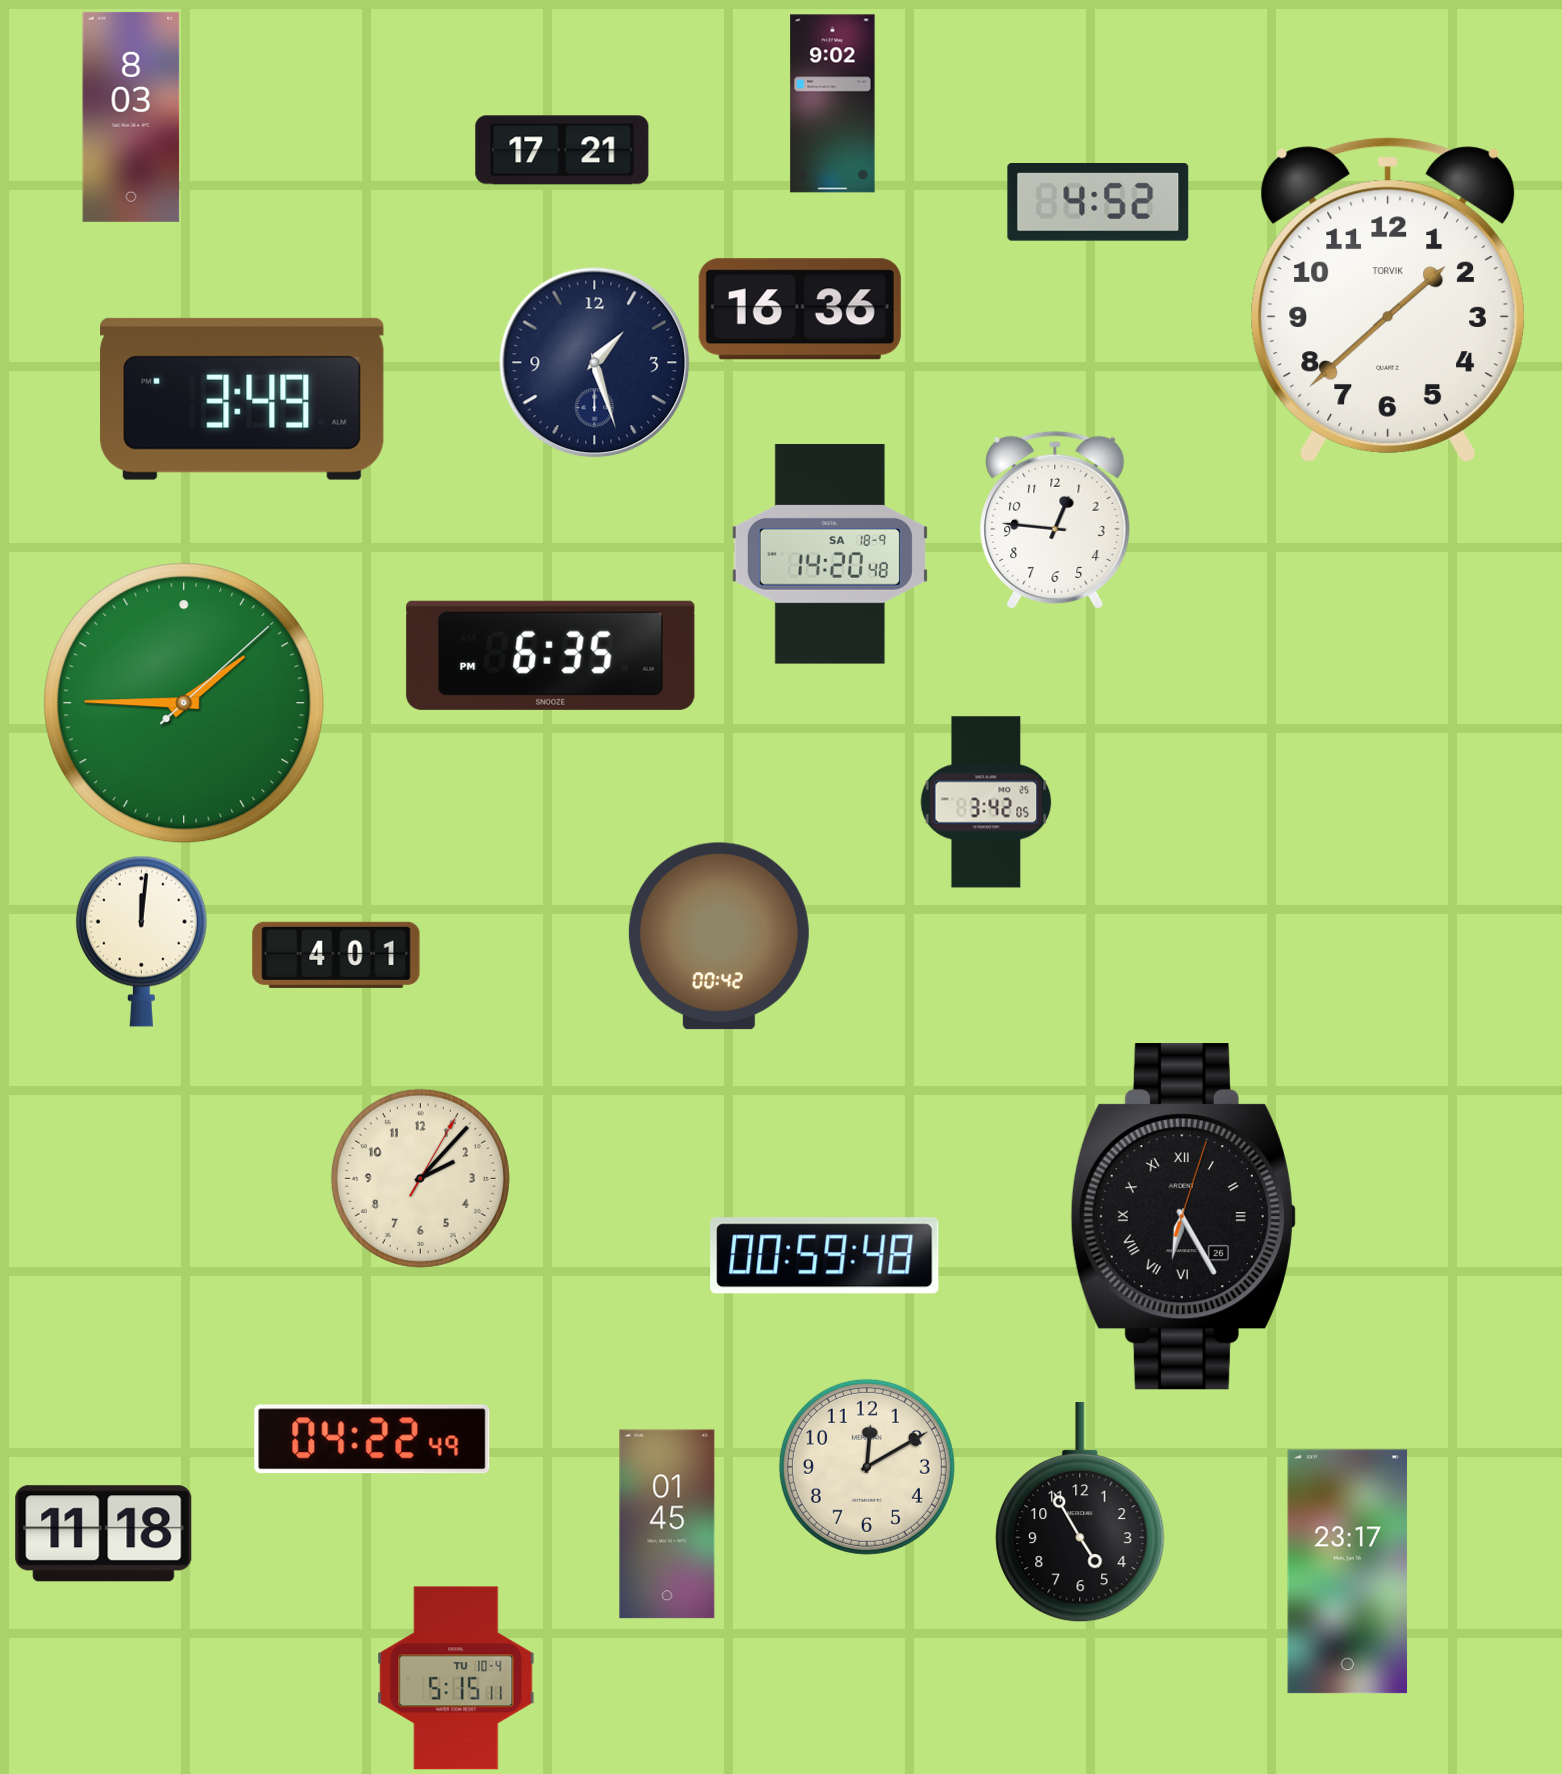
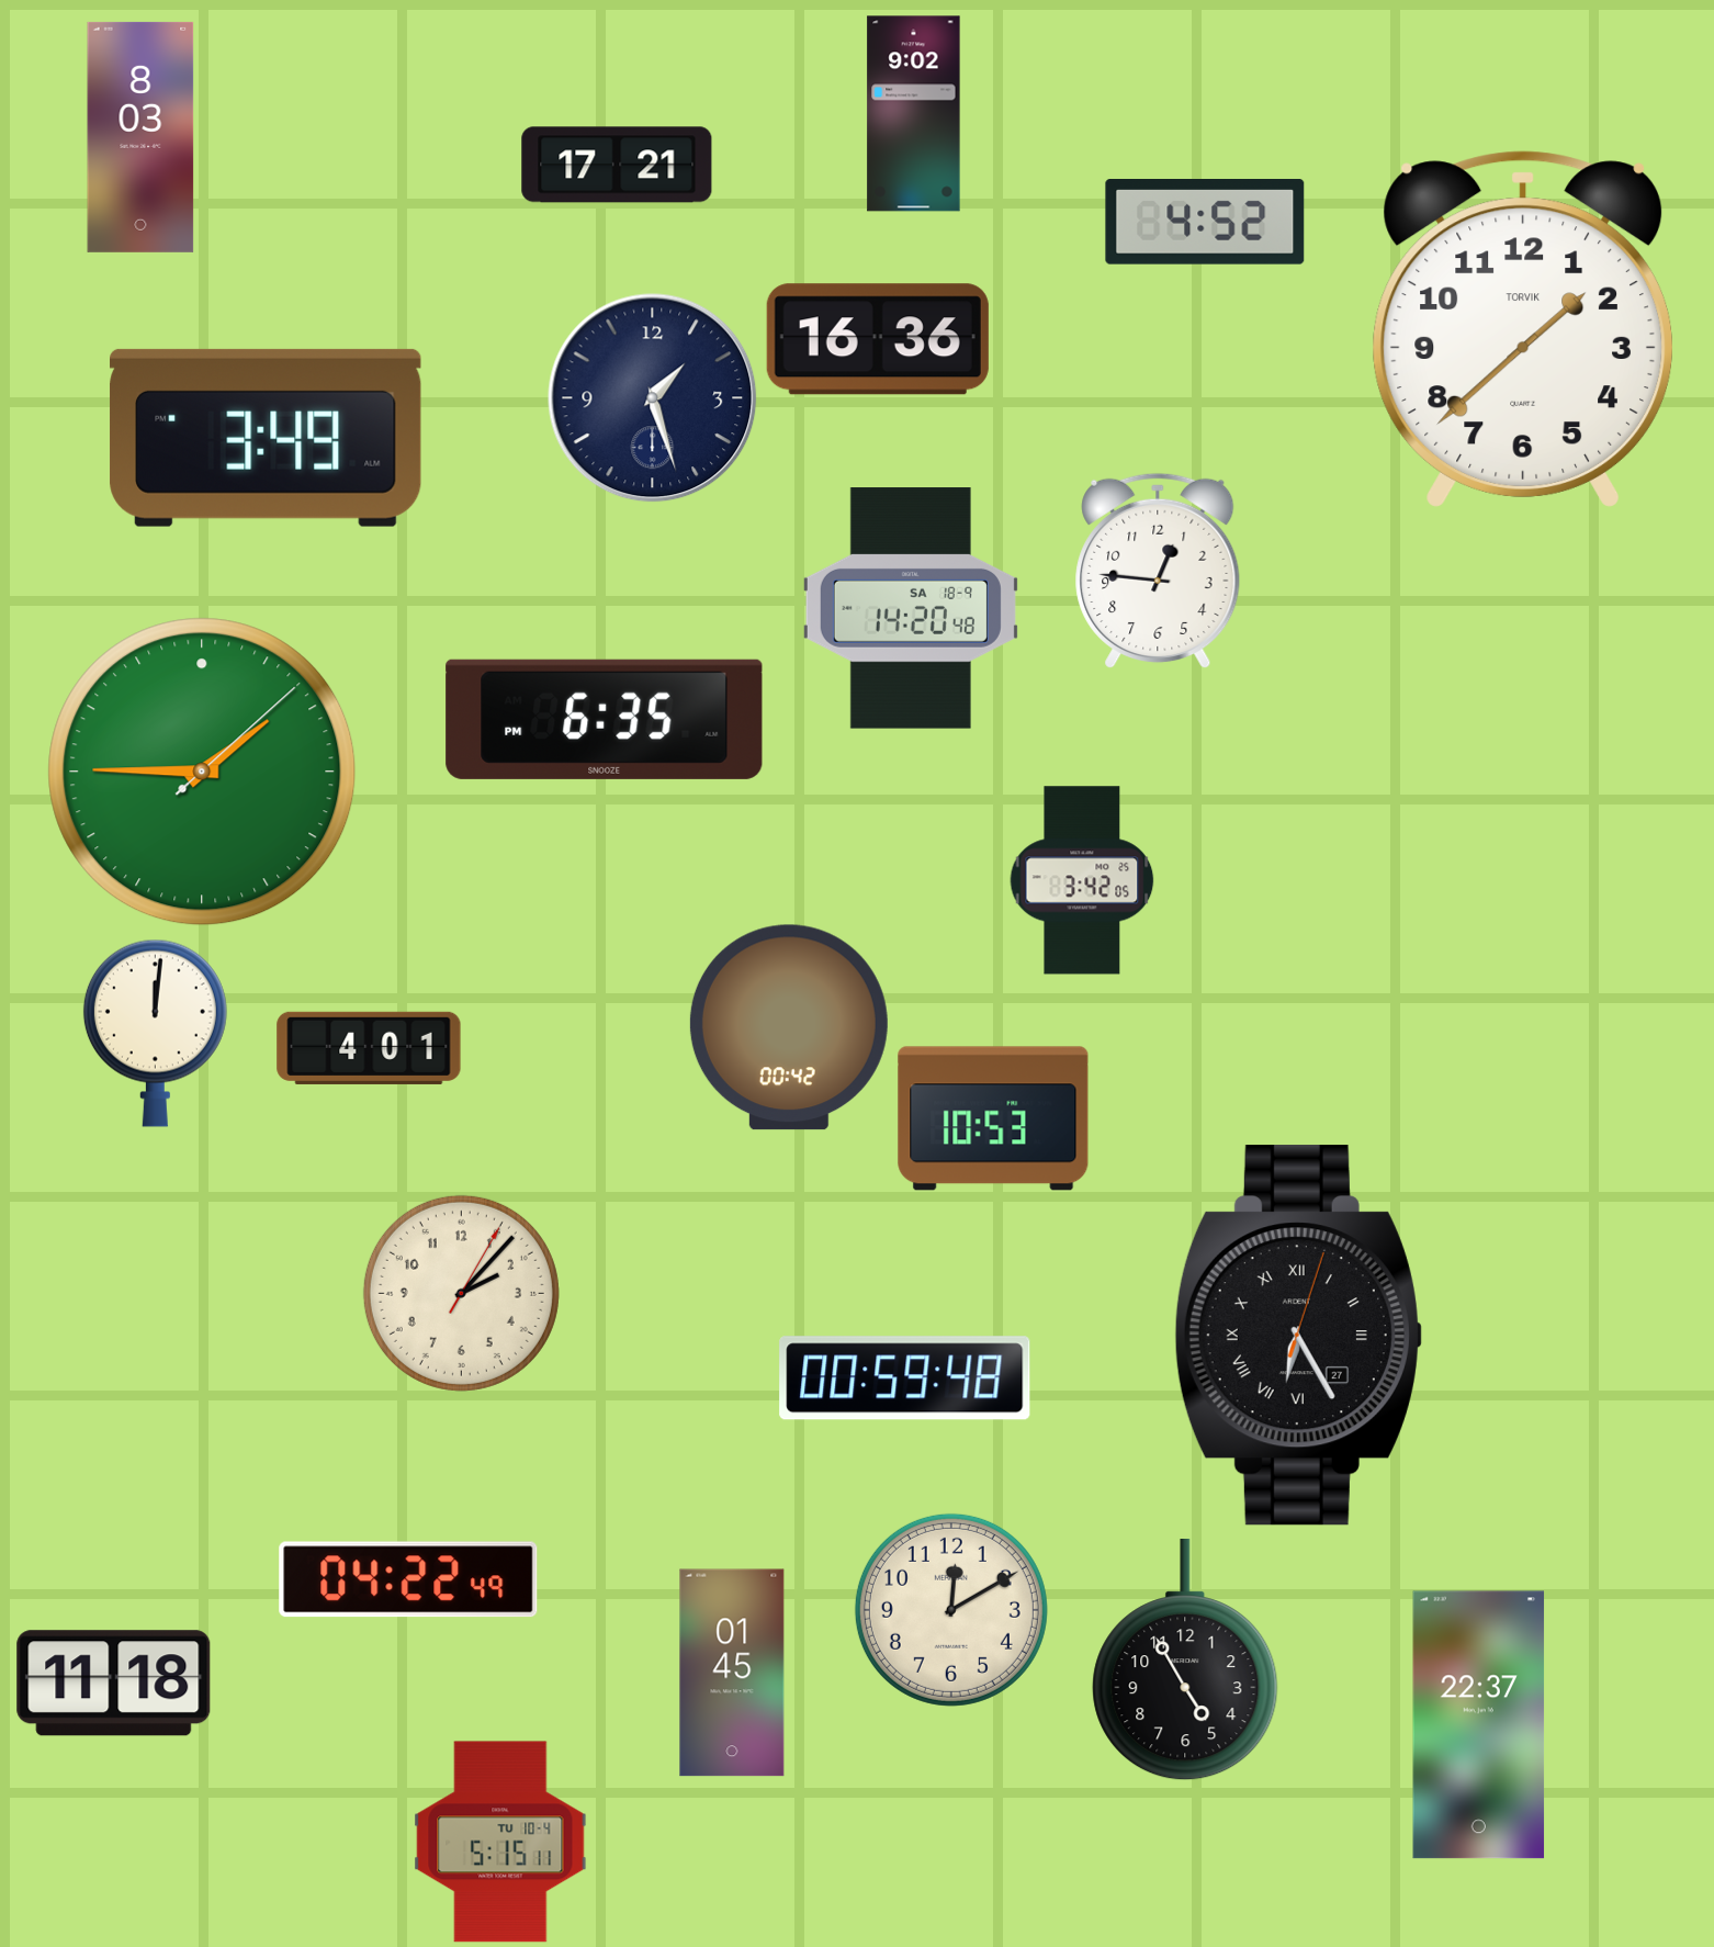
clock at (131, 117) position: (131, 117) -> (140, 137)
clock at (993, 1118): none -> 10:53
clock at (1183, 1217) date: 26 -> 27
clock at (1348, 1572): 23:17 -> 22:37
